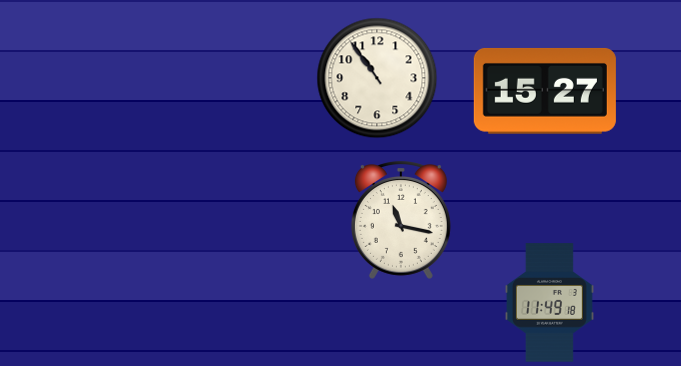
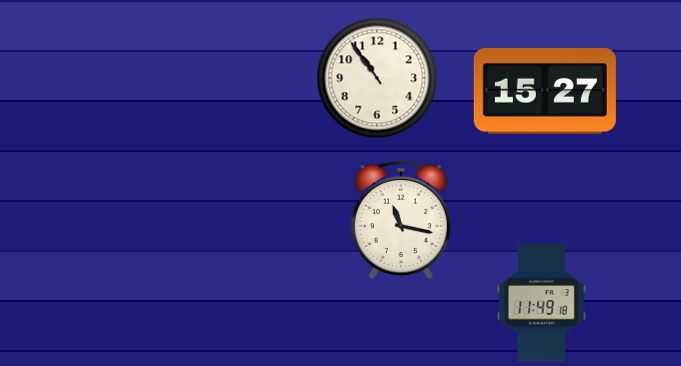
clock at (549, 303) position: (549, 303) -> (541, 303)
